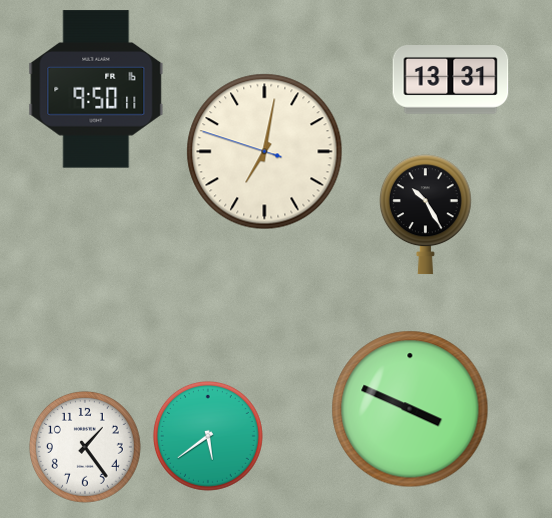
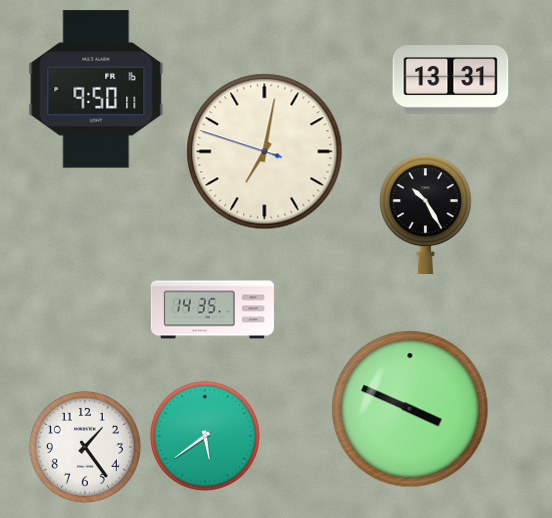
clock at (212, 310): none -> 14:35
clock at (208, 436) position: (208, 436) -> (205, 436)
